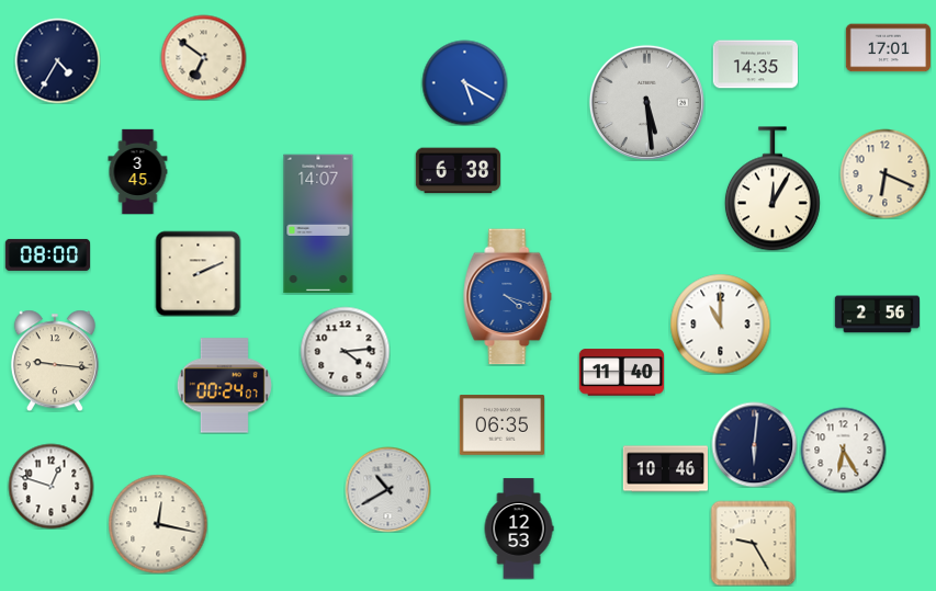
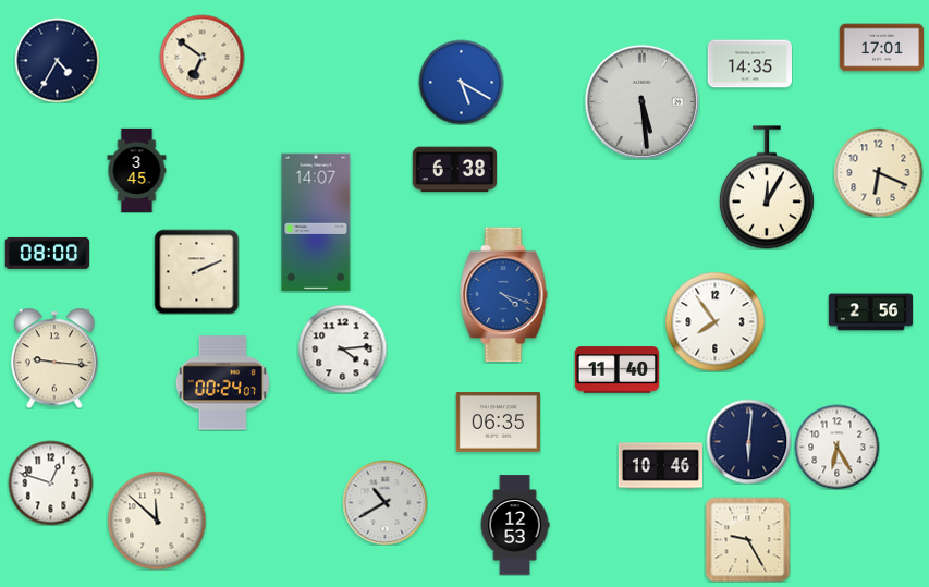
clock at (720, 323): 11:00 -> 7:54
clock at (387, 489) position: (387, 489) -> (384, 502)
clock at (158, 524): 12:17 -> 11:52
